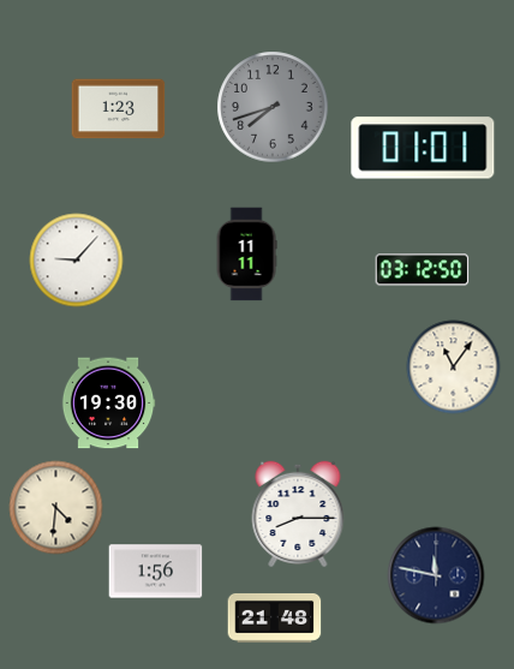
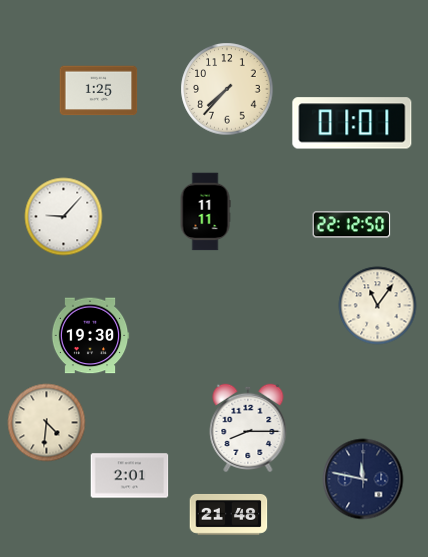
clock at (273, 107): 7:42 -> 7:37
clock at (273, 107) dial: grey -> cream
clock at (118, 109): 1:23 -> 1:25
clock at (422, 270): 03:12 -> 22:12
clock at (155, 572): 1:56 -> 2:01
